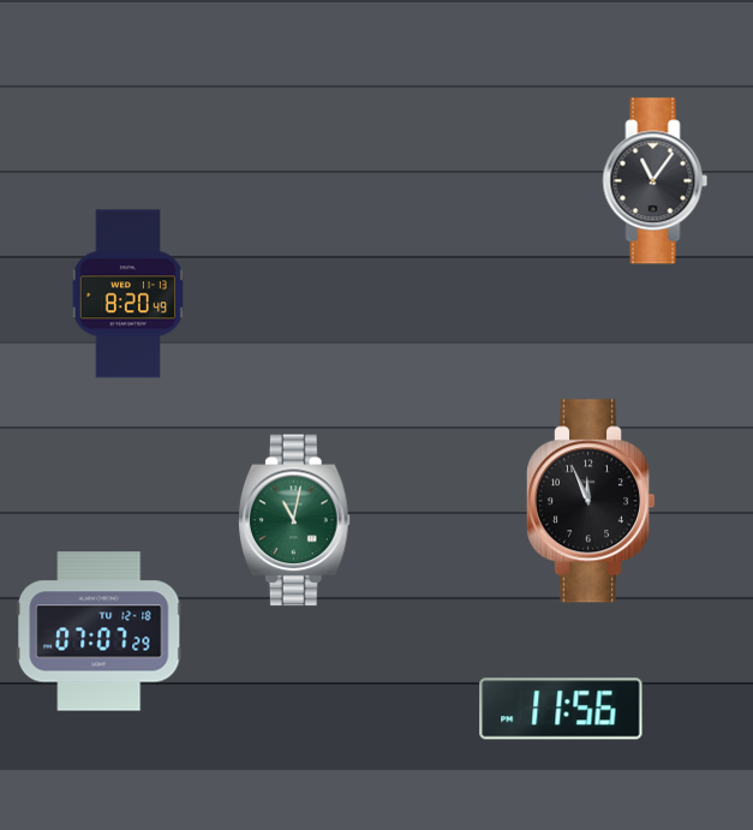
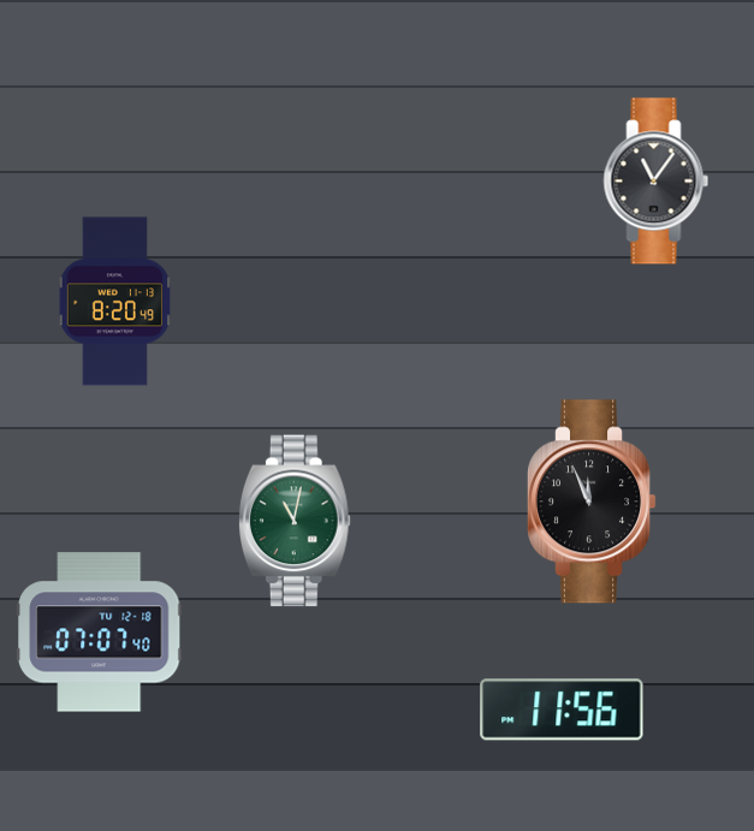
clock at (127, 294) position: (127, 294) -> (114, 302)
clock at (100, 632): 07:07:29 -> 07:07:40
